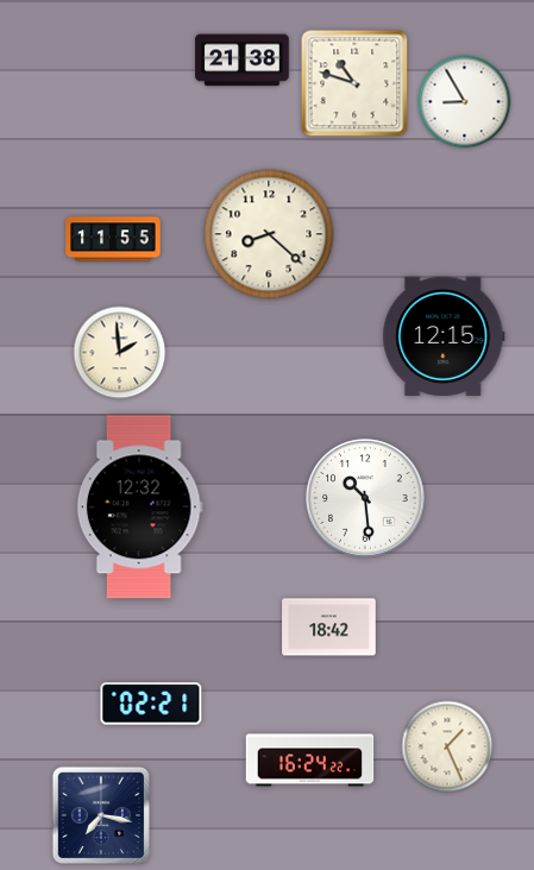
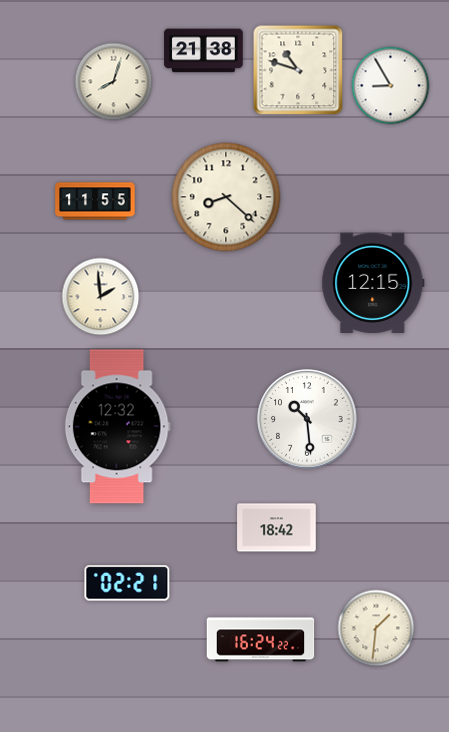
clock at (114, 82): none -> 8:03
clock at (151, 704) position: (151, 704) -> (127, 583)
clock at (447, 746): 1:26 -> 1:31
clock at (101, 815): 7:17 -> none
